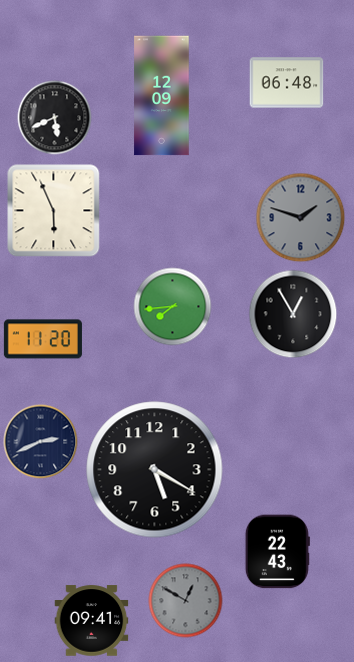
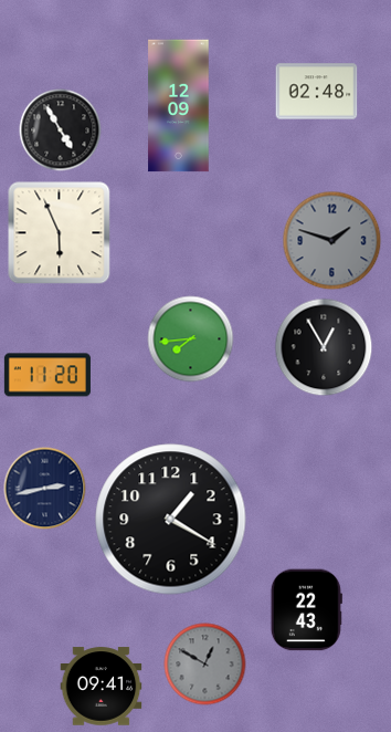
clock at (287, 83): 06:48 -> 02:48
clock at (55, 118): 5:41 -> 4:55
clock at (41, 442): 2:41 -> 2:43
clock at (155, 470): 5:20 -> 1:20
